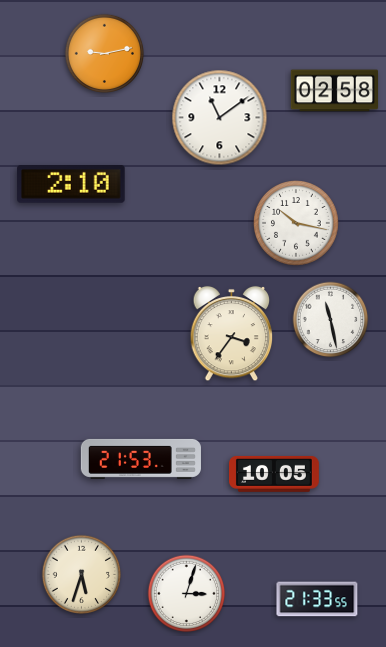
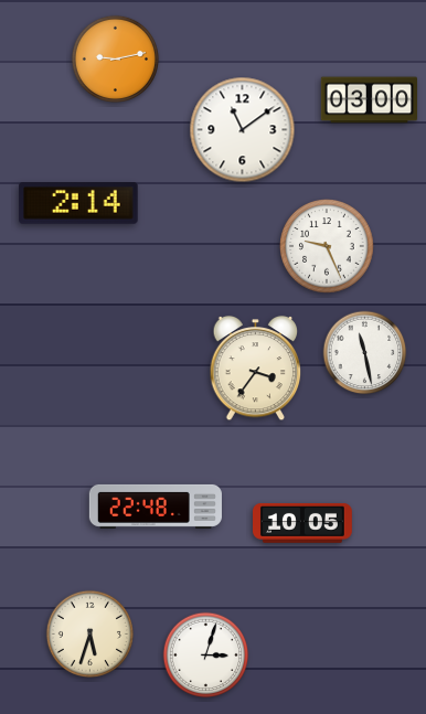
clock at (335, 91): 02:58 -> 03:00
clock at (71, 185): 2:10 -> 2:14
clock at (296, 223): 10:17 -> 9:26
clock at (141, 459): 21:53 -> 22:48
clock at (317, 599): 21:33 -> none
